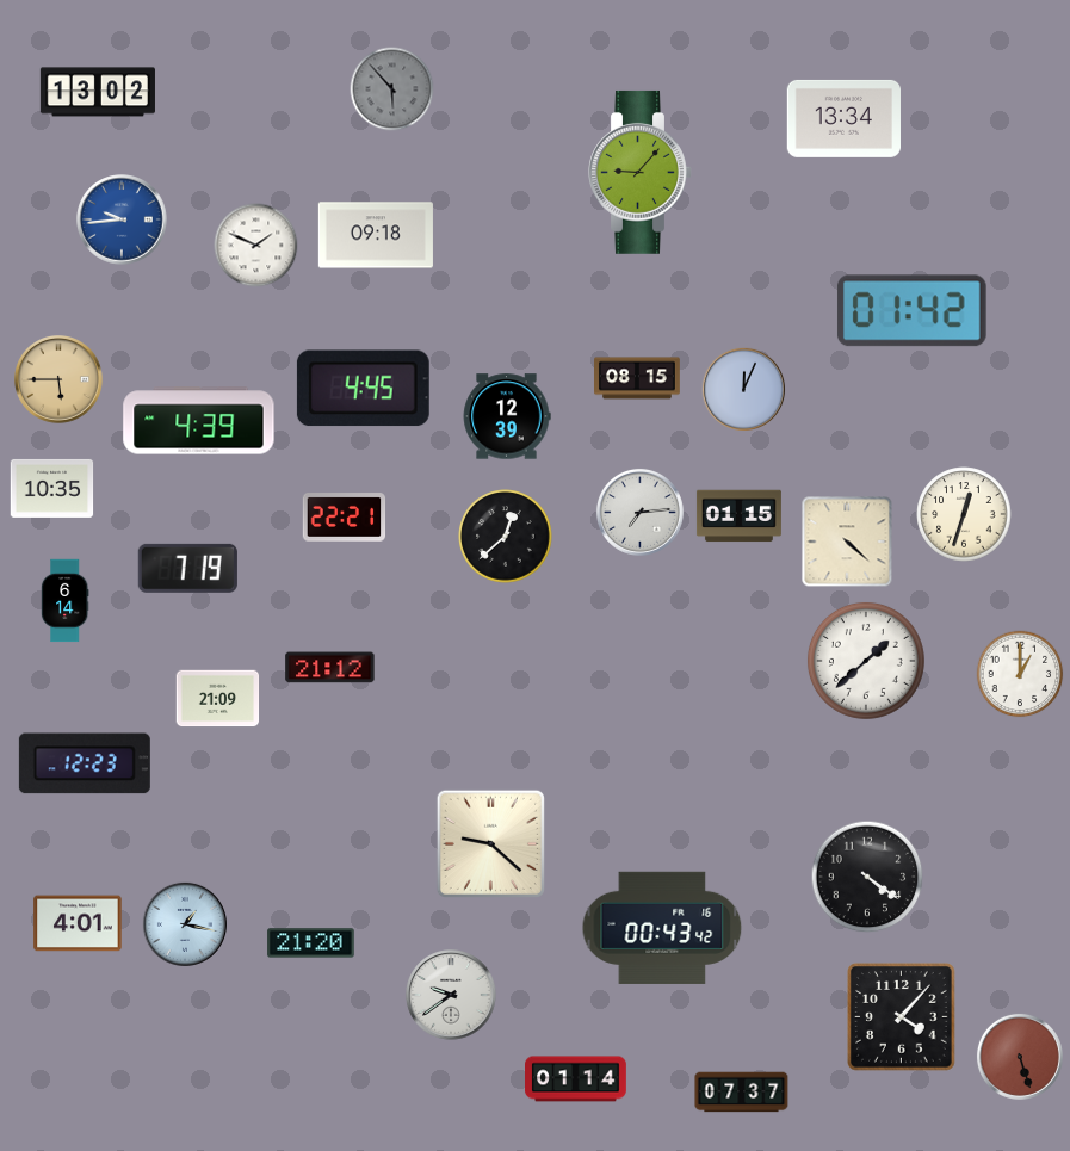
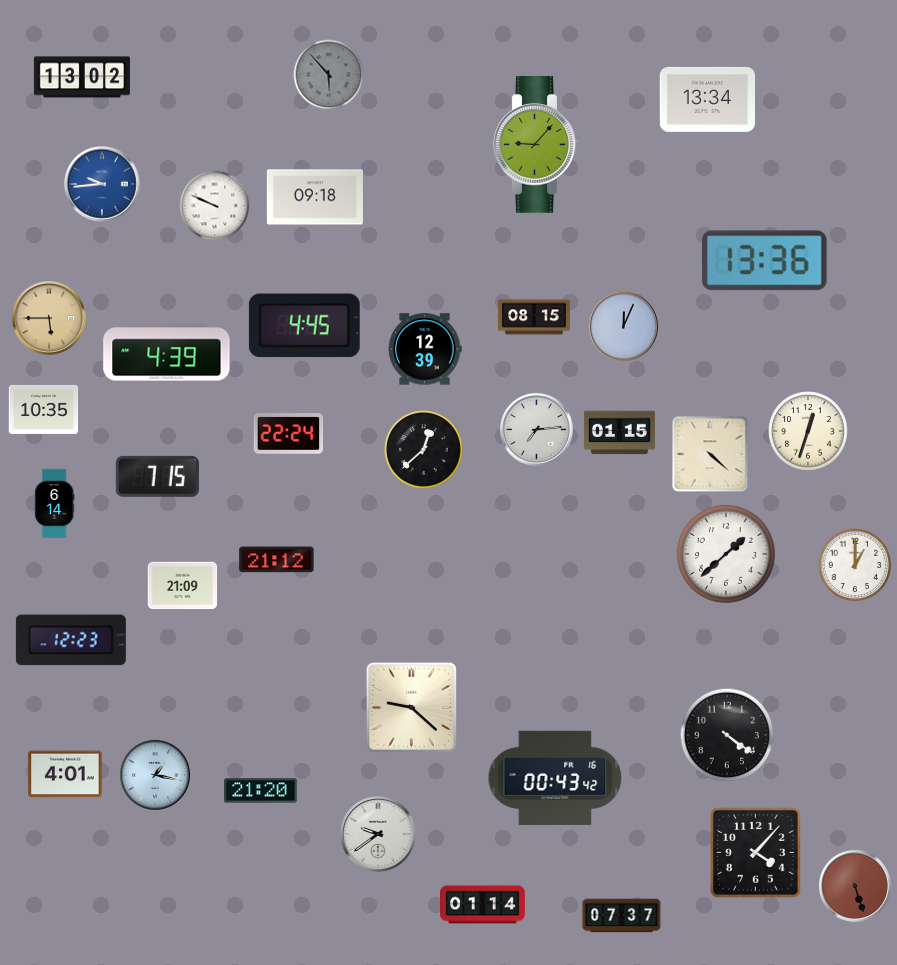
clock at (256, 246): 1:49 -> 9:49
clock at (911, 311): 01:42 -> 13:36
clock at (345, 518): 22:21 -> 22:24
clock at (187, 568): 7:19 -> 7:15
